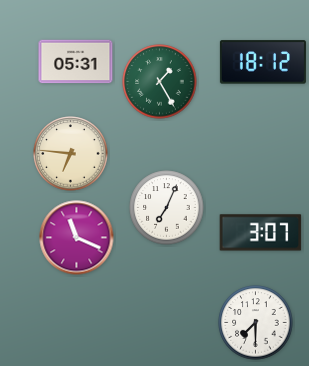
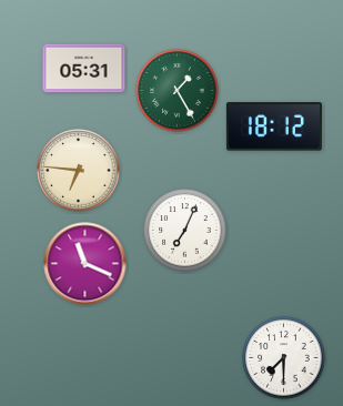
clock at (263, 62) position: (263, 62) -> (274, 126)
clock at (261, 233): 3:07 -> none
